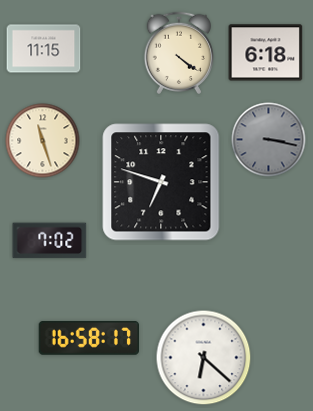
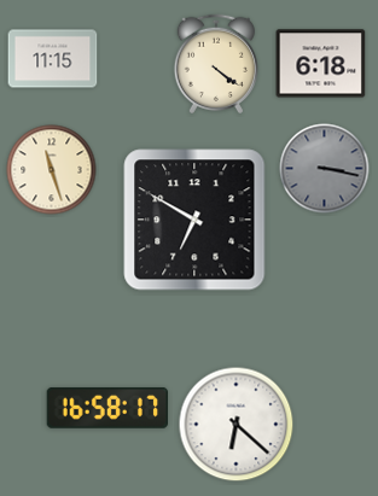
clock at (161, 182): 6:48 -> 6:50
clock at (50, 241): 7:02 -> none
clock at (204, 358) position: (204, 358) -> (237, 425)
